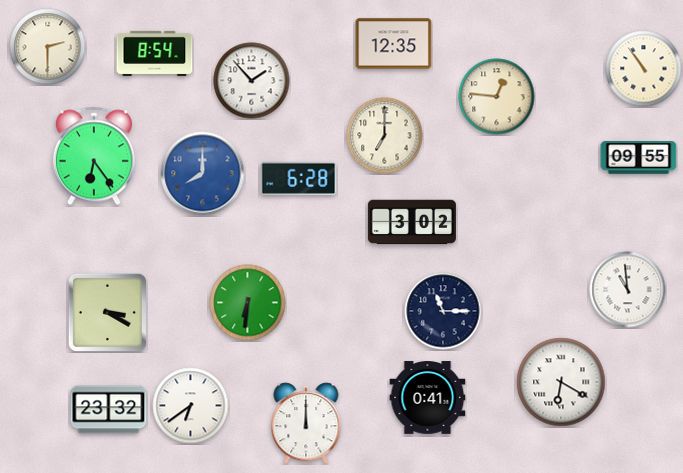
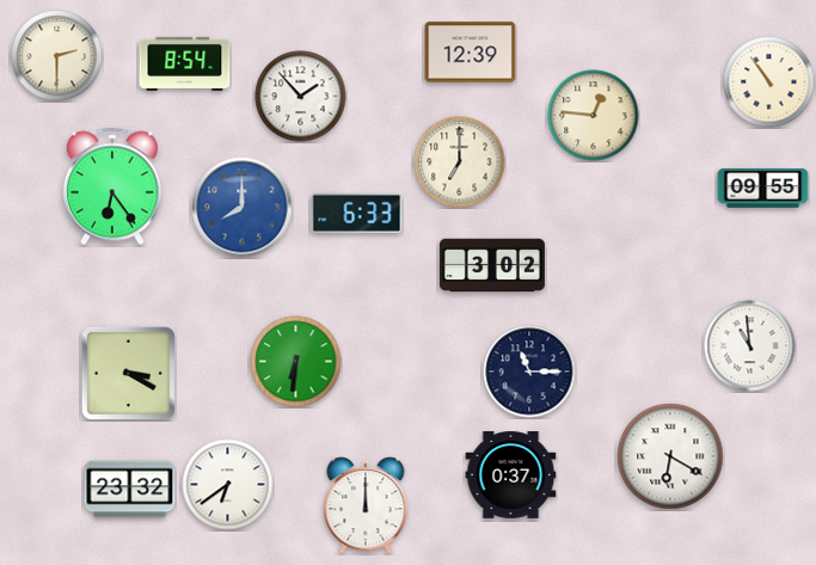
clock at (394, 44): 12:35 -> 12:39
clock at (299, 178): 6:28 -> 6:33
clock at (428, 398): 0:41 -> 0:37
